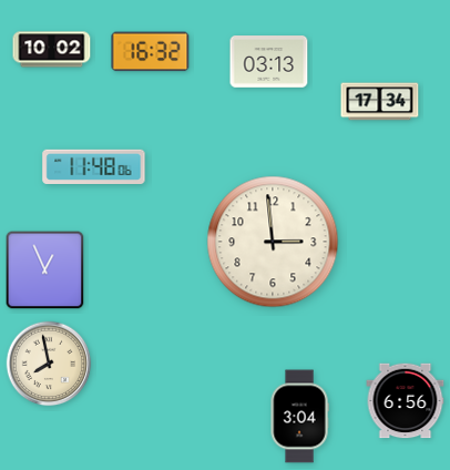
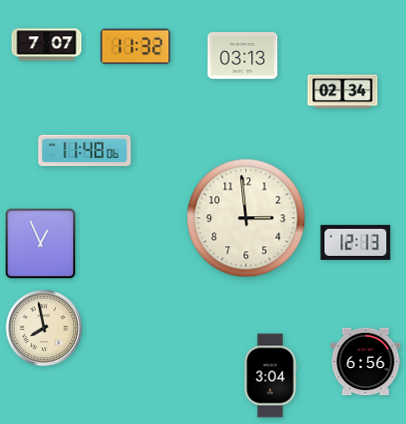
clock at (52, 50): 10:02 -> 7:07
clock at (151, 52): 16:32 -> 11:32
clock at (380, 102): 17:34 -> 02:34
clock at (356, 242): none -> 12:13
